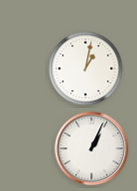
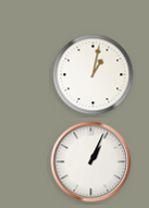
clock at (92, 149) position: (92, 149) -> (91, 162)
